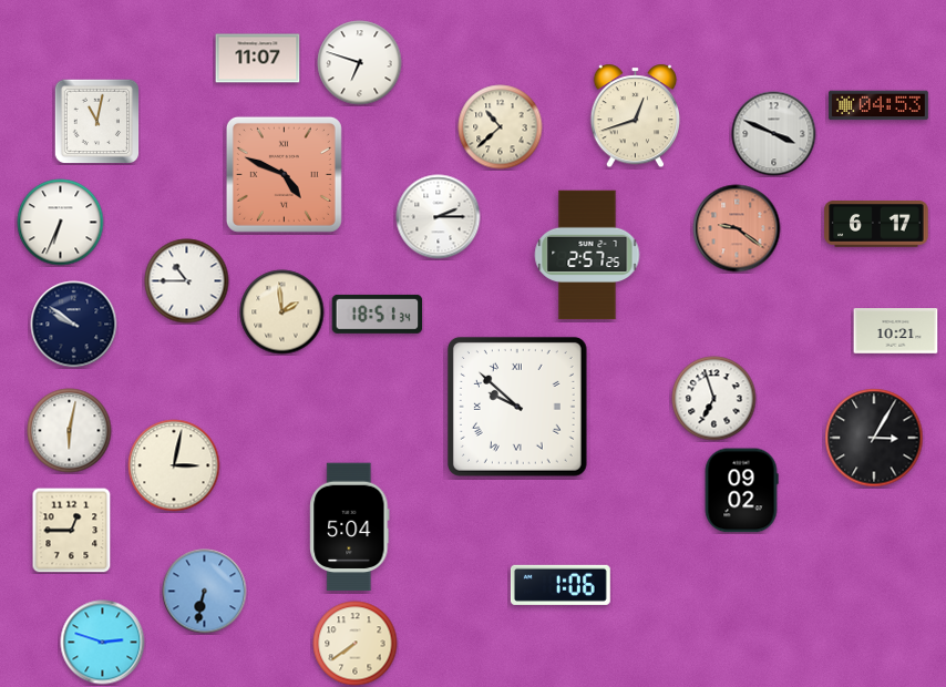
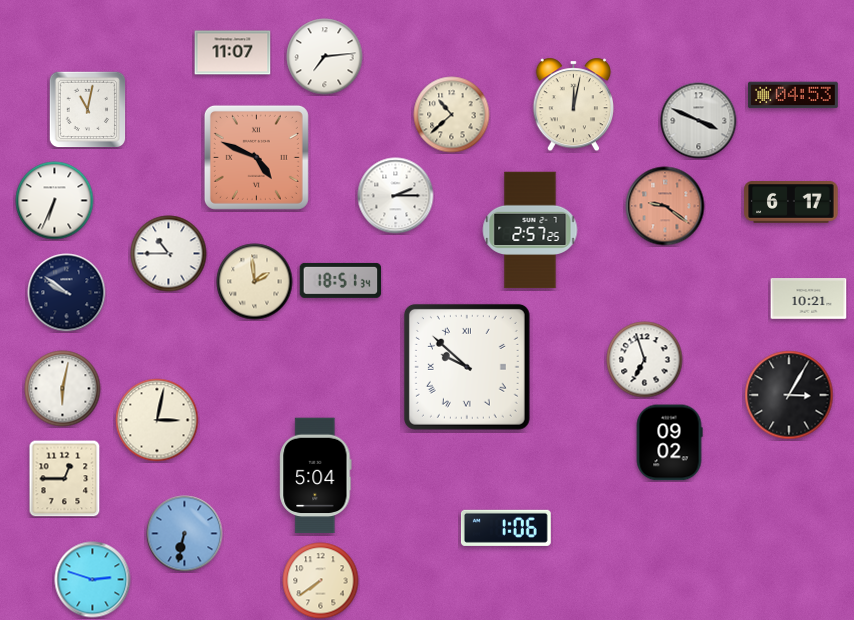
clock at (360, 63): 6:48 -> 7:14
clock at (635, 116): 12:42 -> 12:02
clock at (378, 314) position: (378, 314) -> (341, 280)
